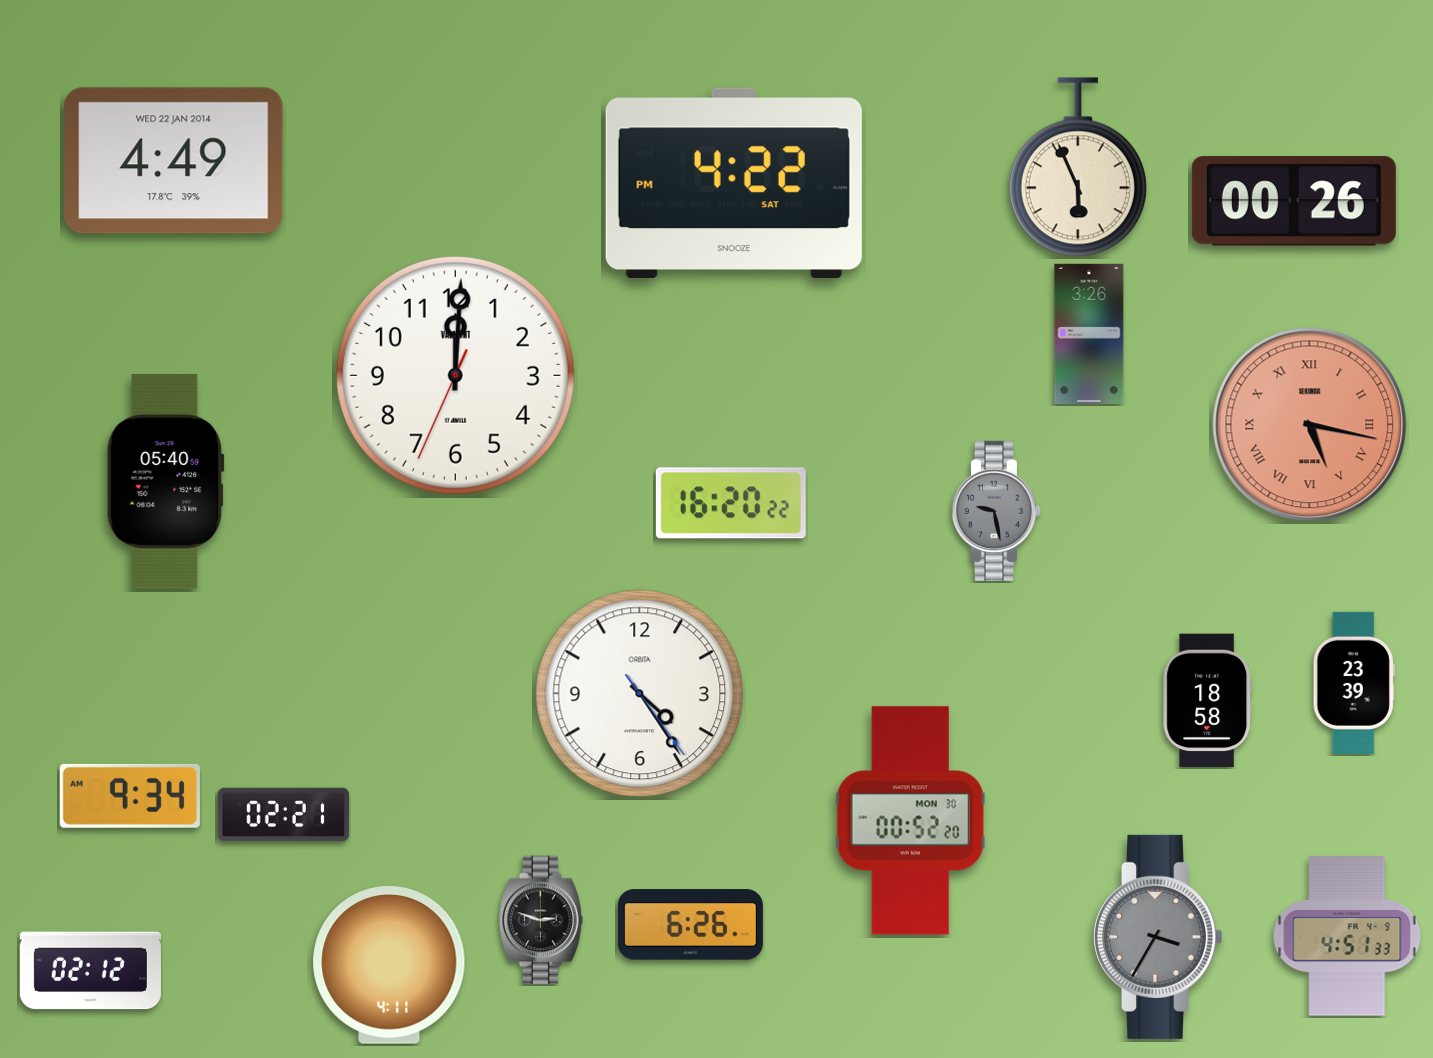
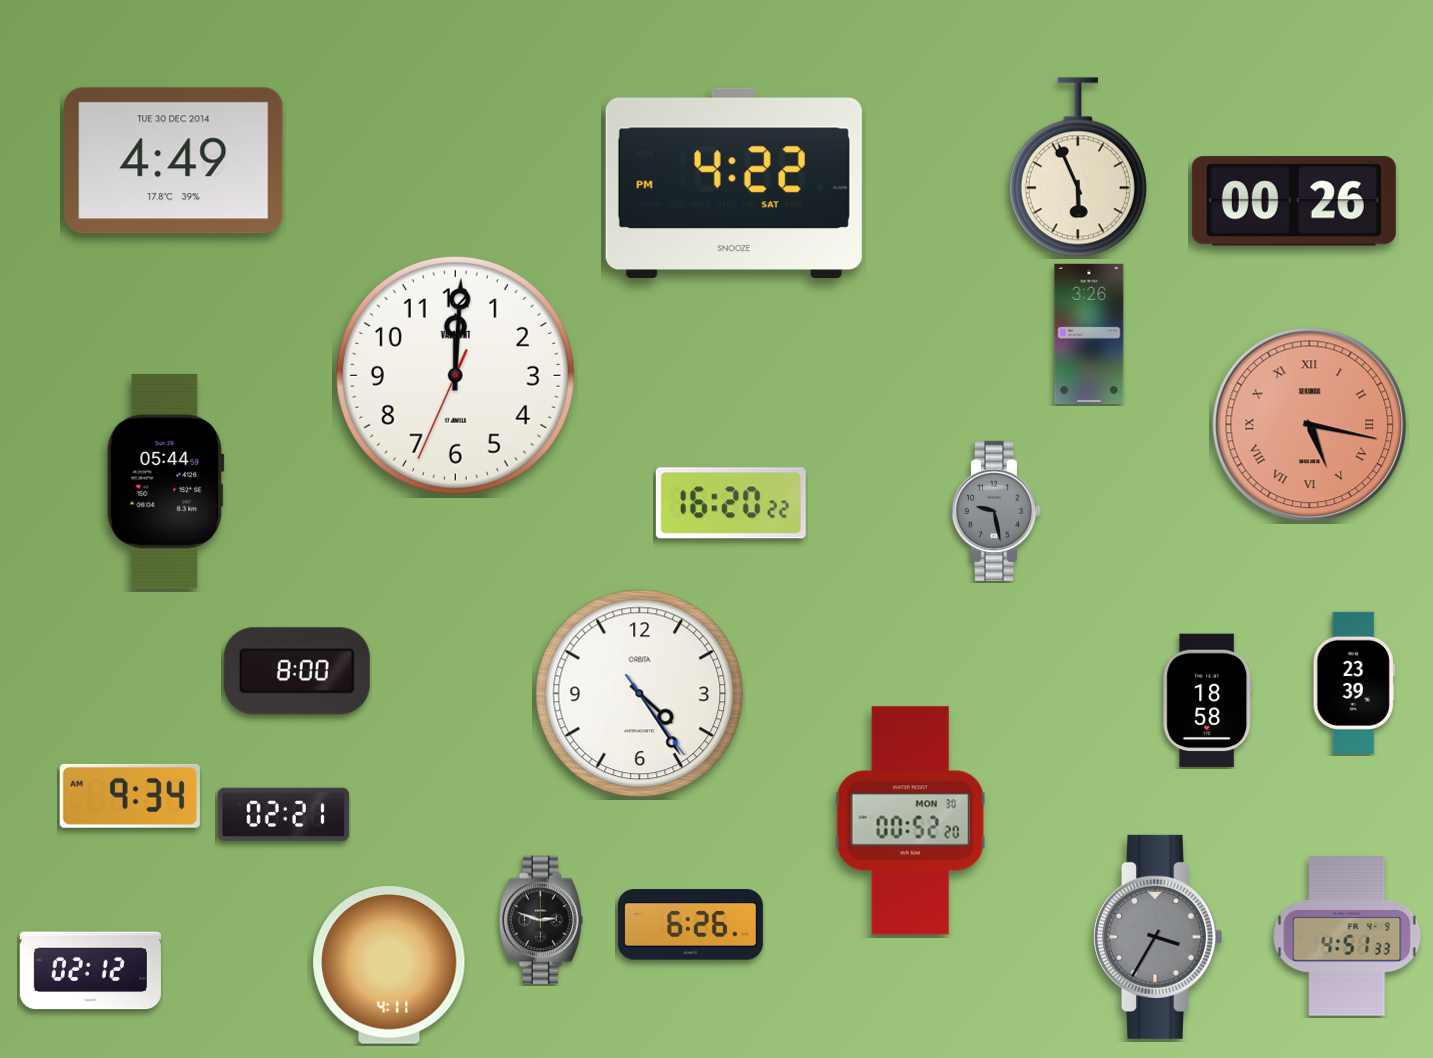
clock at (174, 161) date: WED 22 JAN 2014 -> TUE 30 DEC 2014
clock at (165, 482): 05:40 -> 05:44
clock at (297, 671): none -> 8:00
